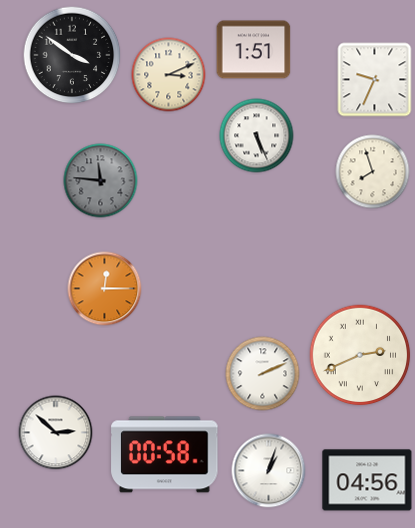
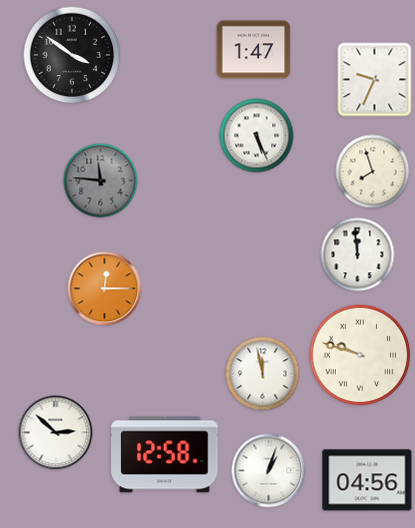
clock at (254, 50): 1:51 -> 1:47
clock at (169, 75): 3:11 -> none
clock at (358, 255): none -> 11:59
clock at (360, 355): 2:41 -> 9:48
clock at (263, 374): 2:11 -> 11:58
clock at (165, 455): 00:58 -> 12:58
